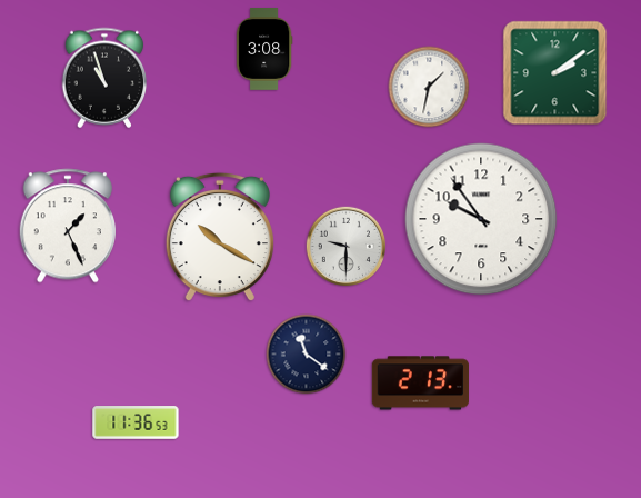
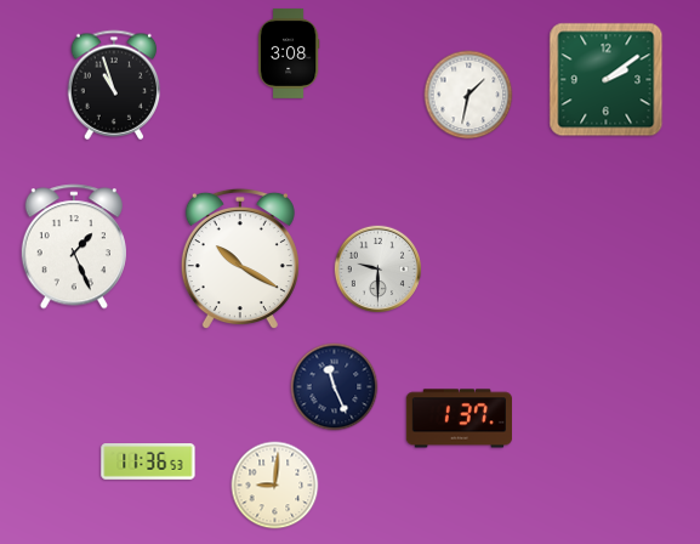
clock at (481, 219): 9:54 -> none
clock at (307, 355): 11:21 -> 11:26
clock at (420, 384): 2:13 -> 1:37
clock at (275, 486): none -> 9:01
